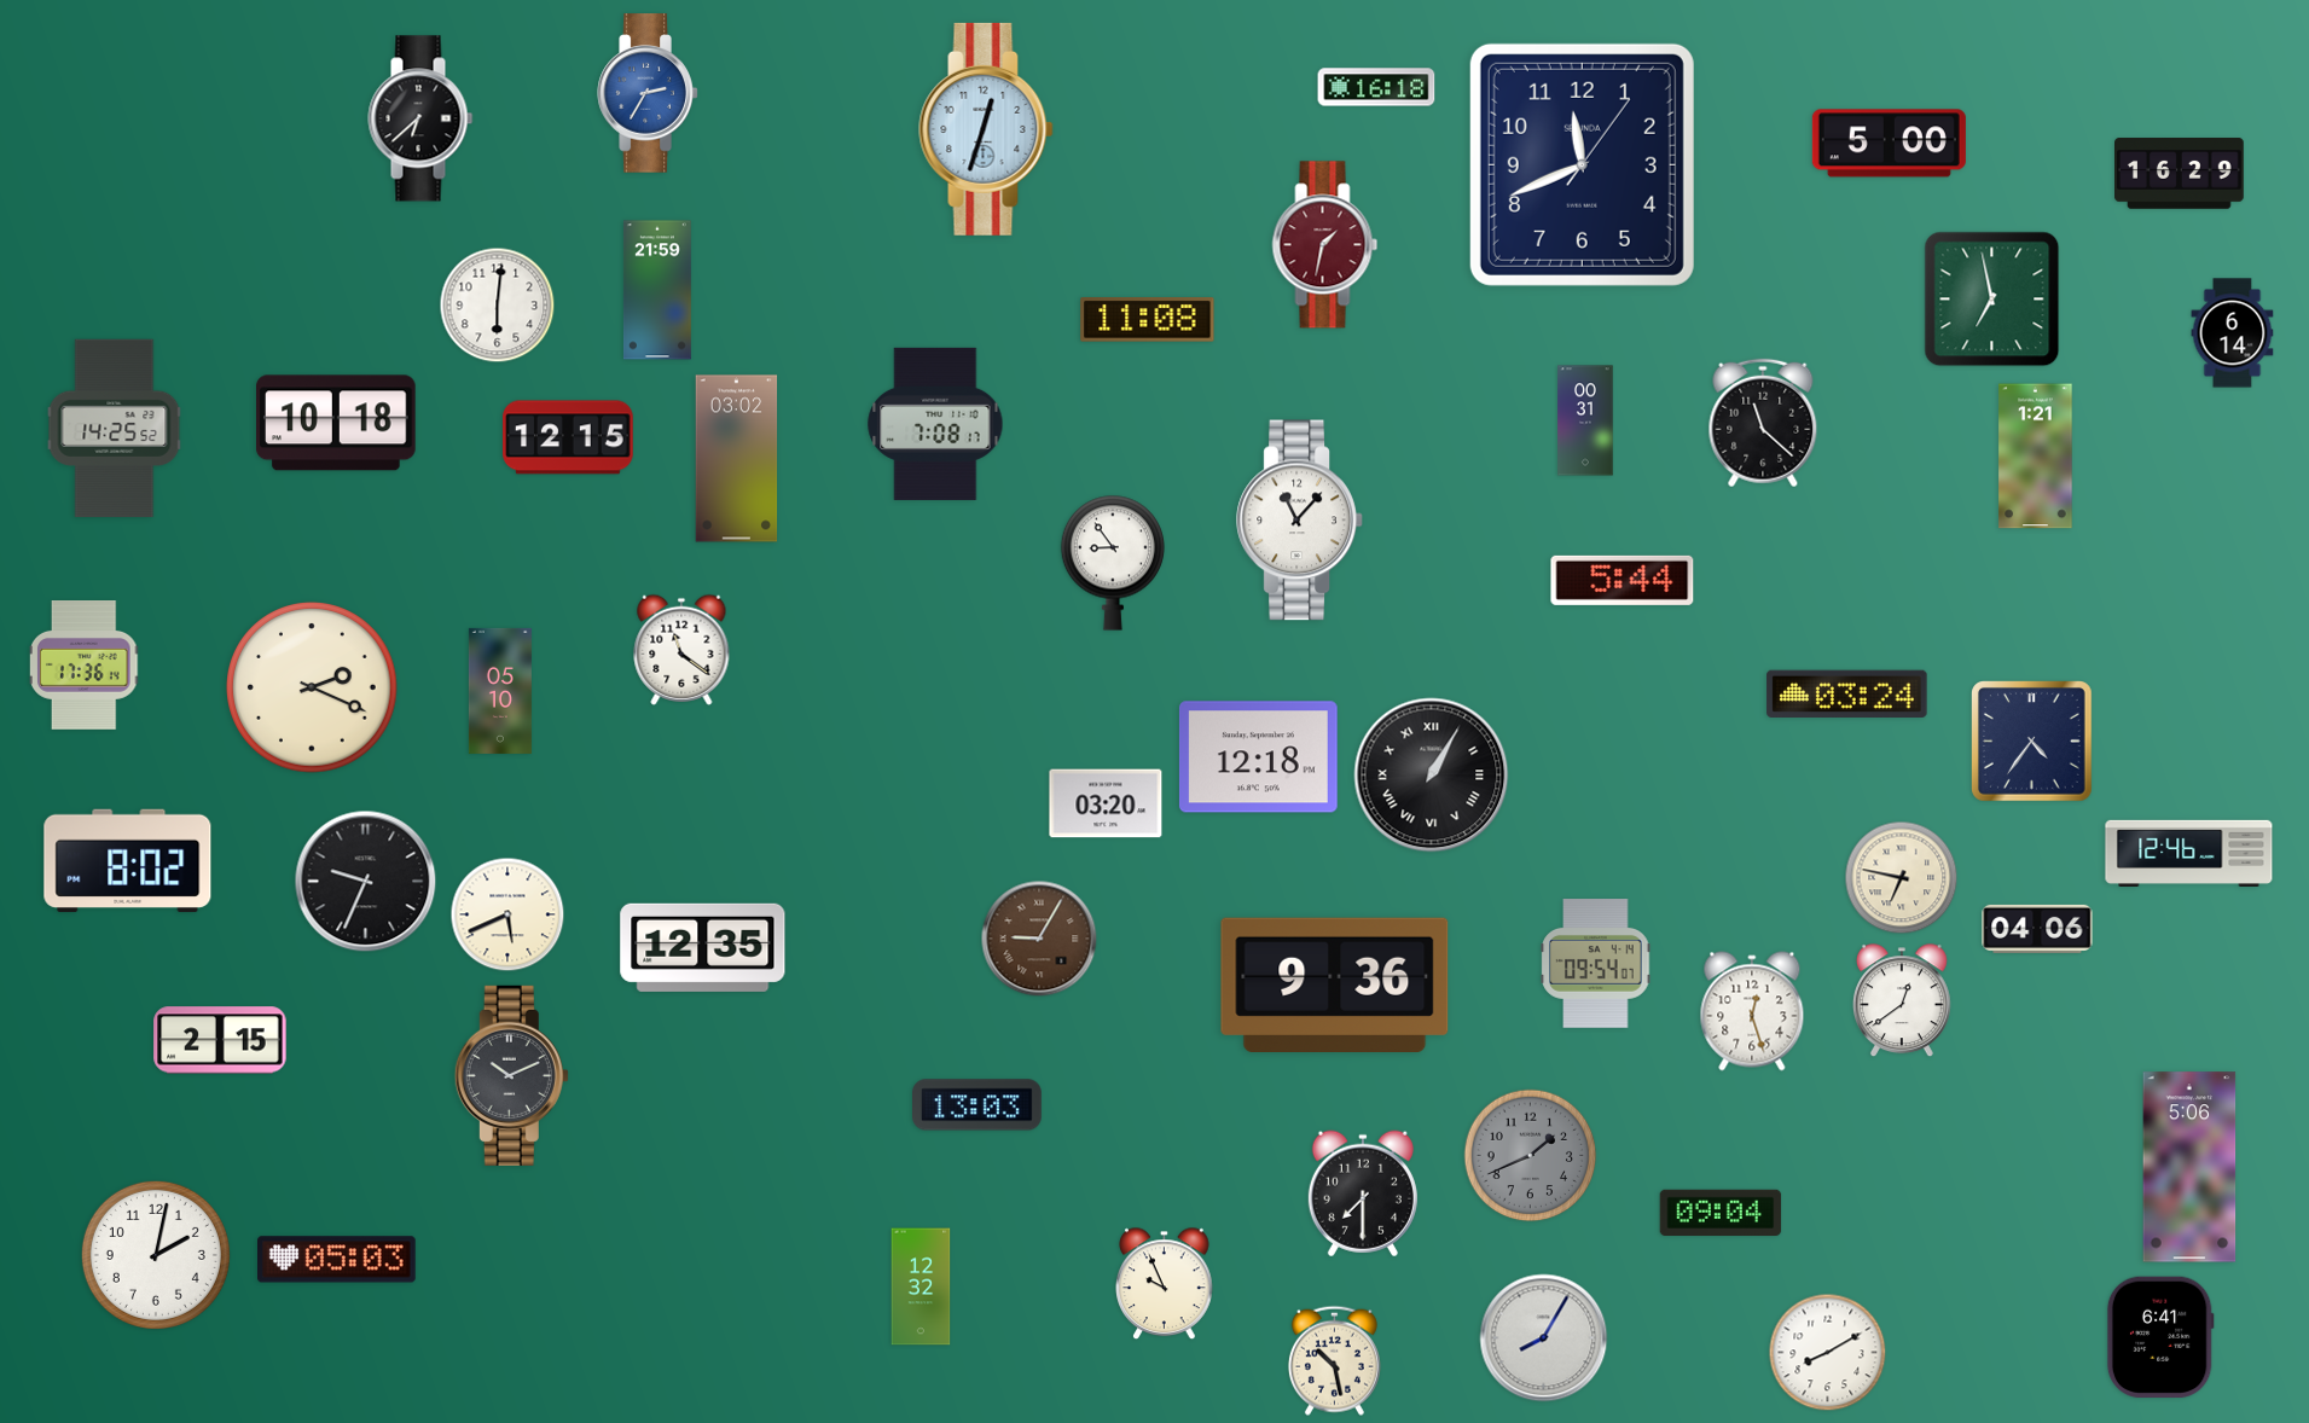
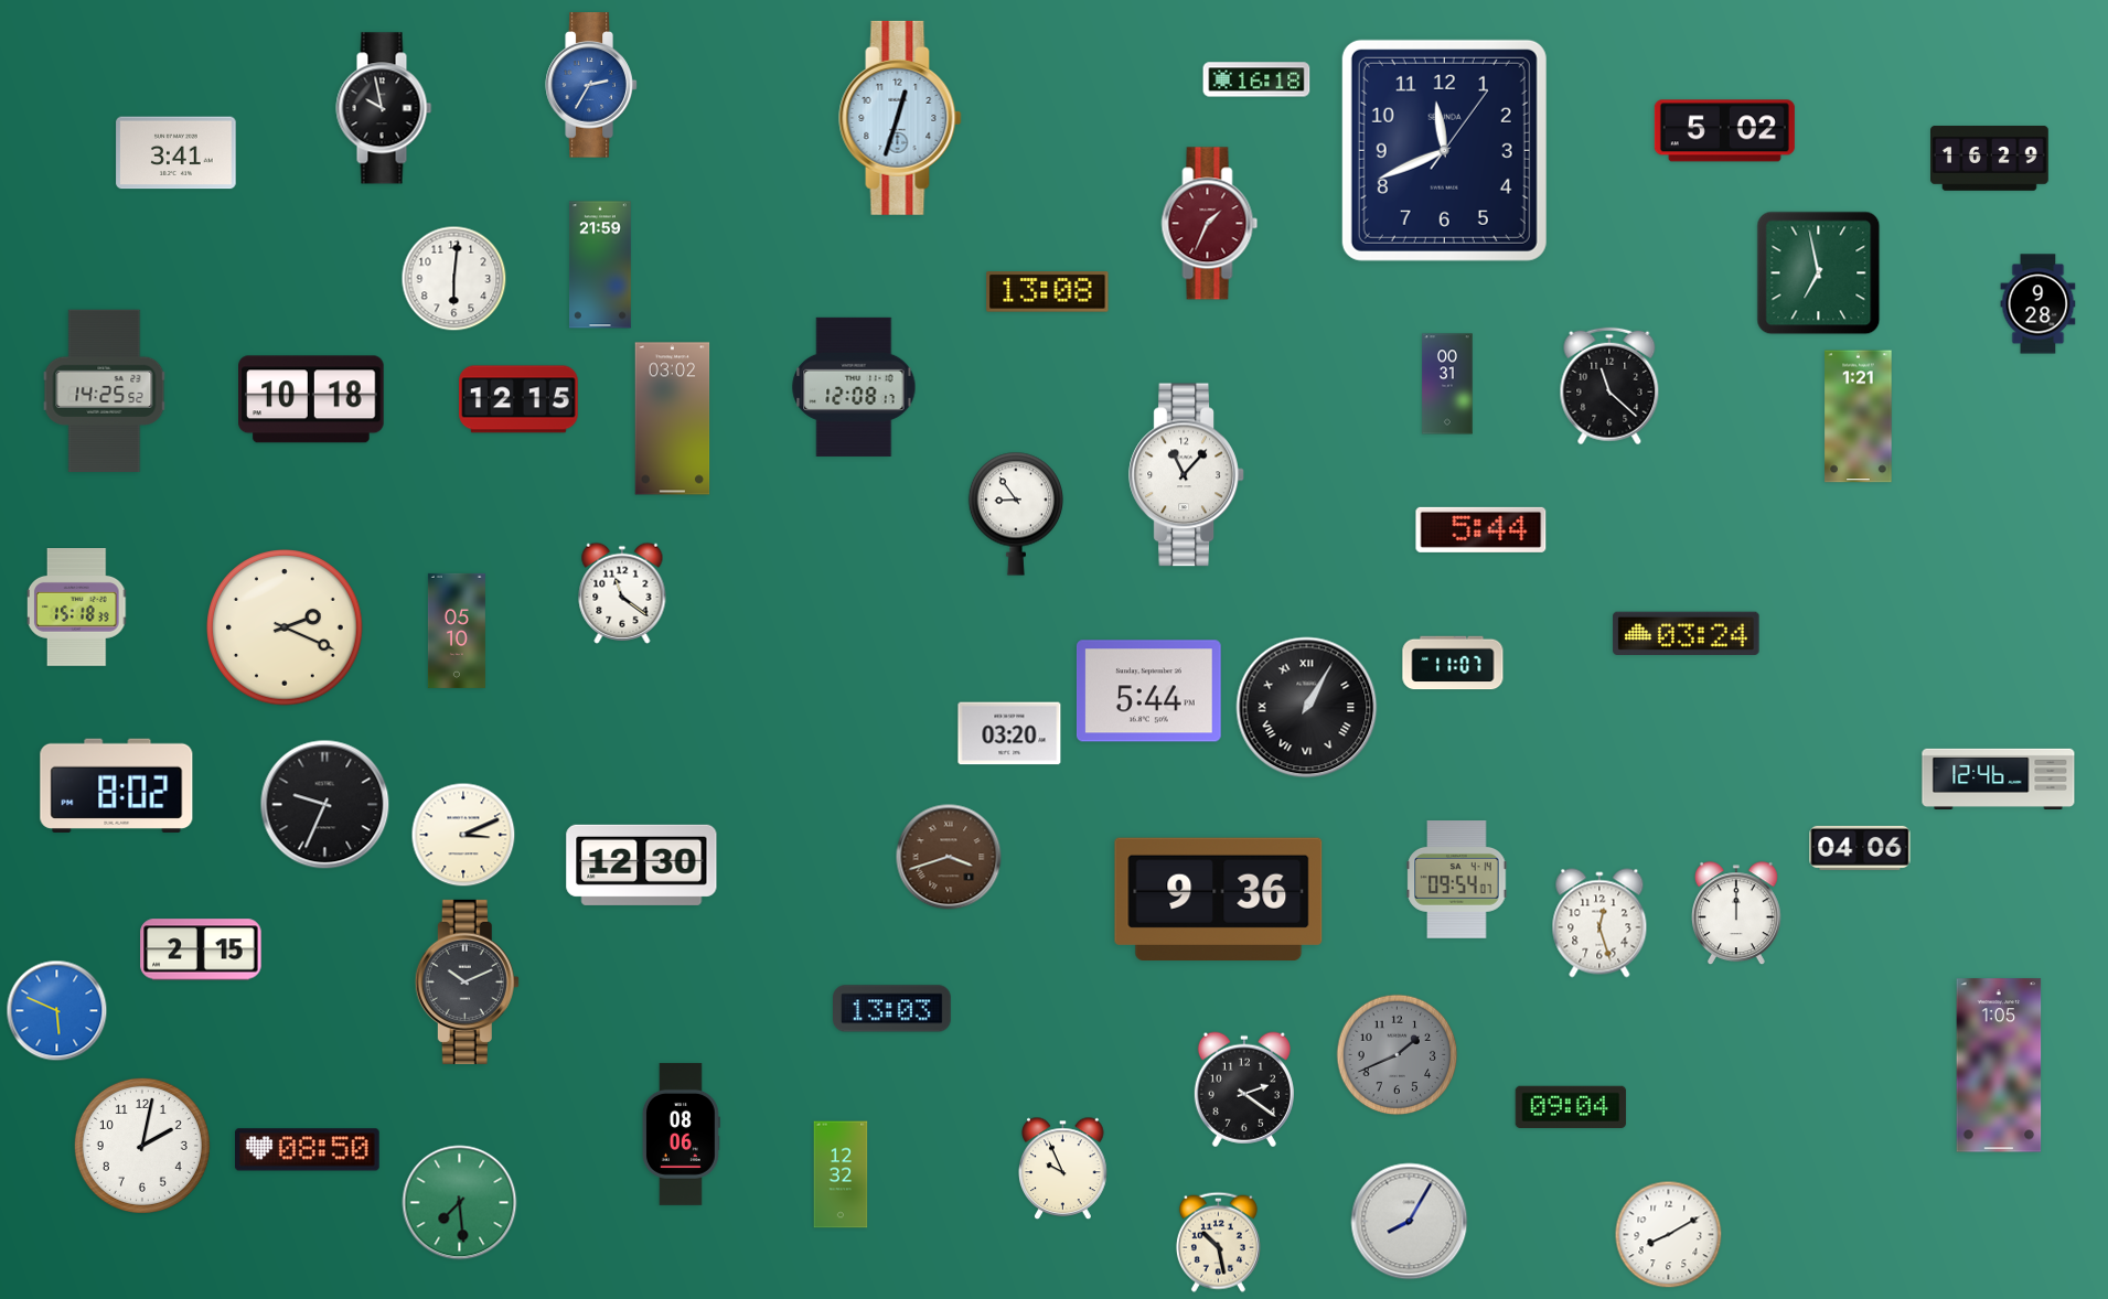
clock at (420, 118): 6:38 -> 9:58
clock at (1889, 144): 5:00 -> 5:02
clock at (176, 153): none -> 3:41
clock at (1325, 245): 1:32 -> 1:34
clock at (1148, 320): 11:08 -> 13:08
clock at (2233, 333): 6:14 -> 9:28
clock at (336, 423) position: (336, 423) -> (311, 399)
clock at (935, 424): 7:08 -> 12:08
clock at (85, 666): 17:36 -> 15:18
clock at (1453, 663): none -> 11:07
clock at (2032, 742): 4:36 -> none
clock at (1259, 757): 12:18 -> 5:44
clock at (1902, 878): 6:47 -> none
clock at (366, 882) position: (366, 882) -> (325, 805)
clock at (507, 914): 5:41 -> 3:11
clock at (1039, 939): 9:05 -> 3:42
clock at (703, 947): 12:35 -> 12:30
clock at (1902, 1001): 12:39 -> 12:00
clock at (57, 1011): none -> 5:49
clock at (2189, 1167): 5:06 -> 1:05
clock at (1363, 1193): 7:30 -> 2:21
clock at (681, 1134): none -> 08:06
clock at (337, 1260): 05:03 -> 08:50
clock at (1165, 1284) position: (1165, 1284) -> (1063, 1169)
clock at (460, 1203): none -> 7:29
clock at (2160, 1337): 6:41 -> none
